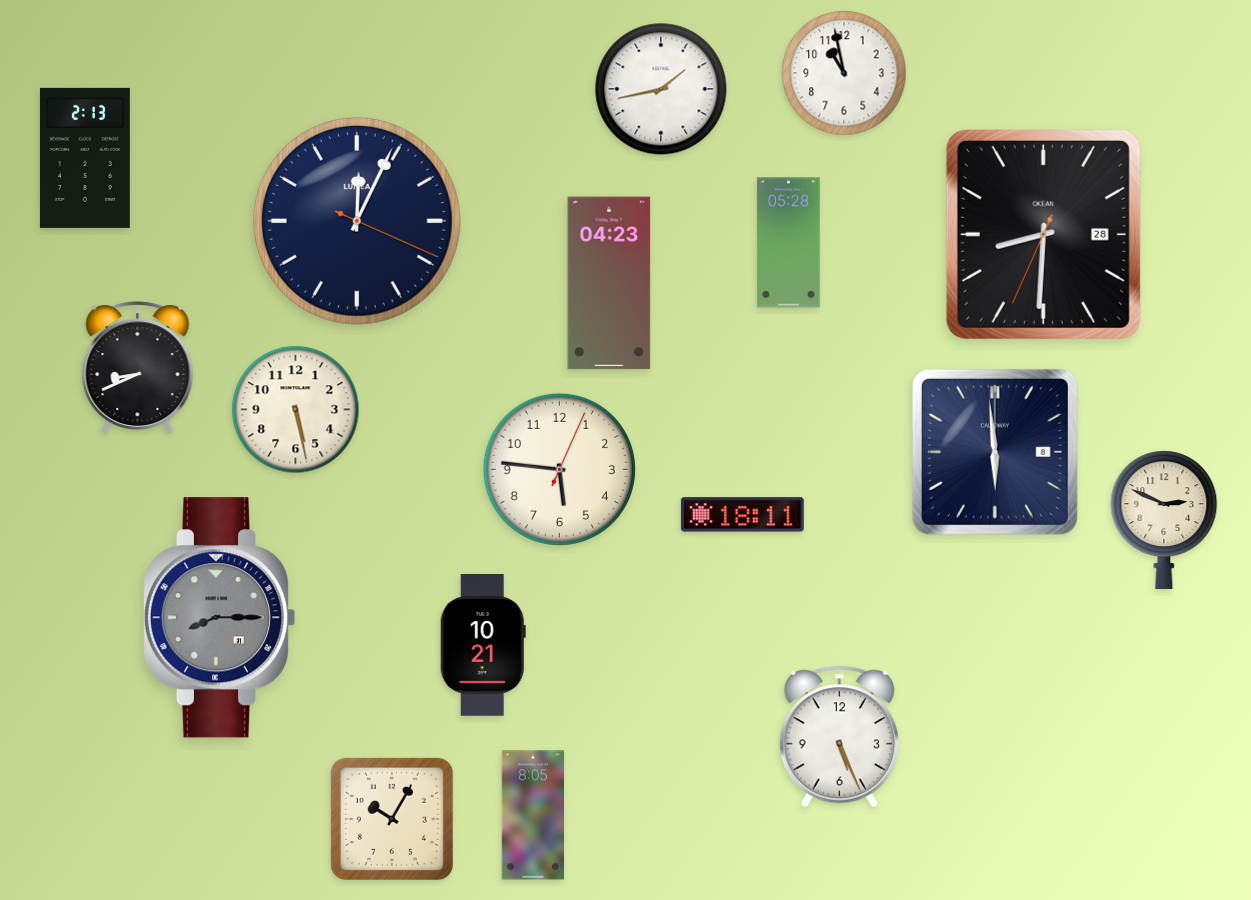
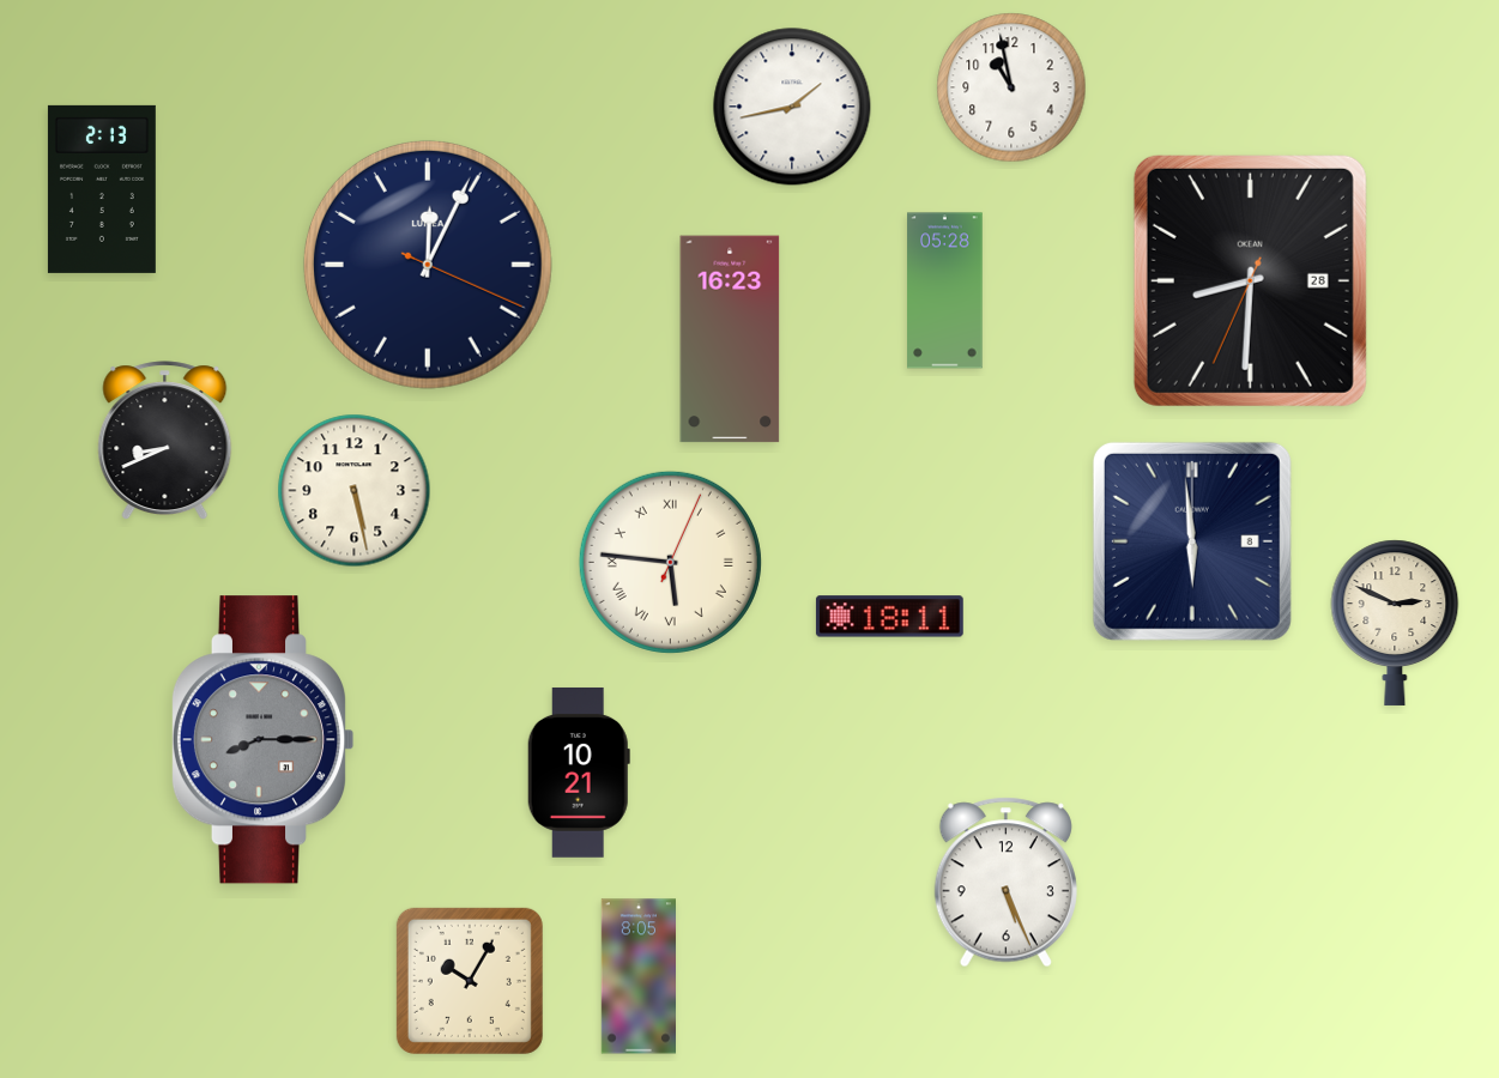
clock at (609, 283): 04:23 -> 16:23
clock at (559, 469) numerals: Arabic -> Roman
